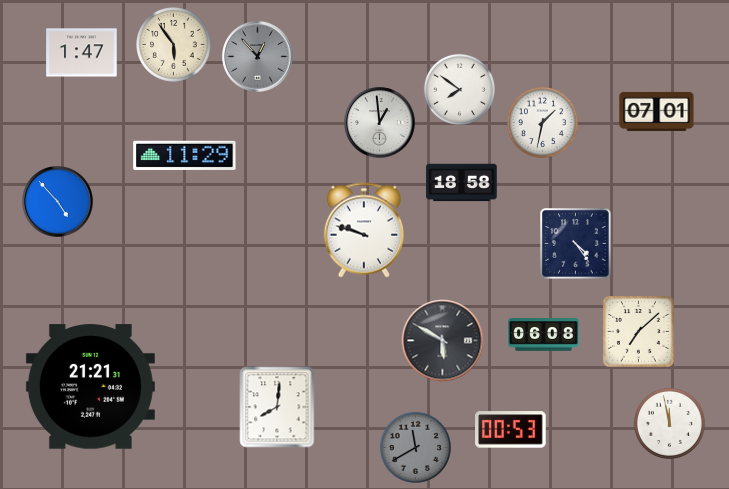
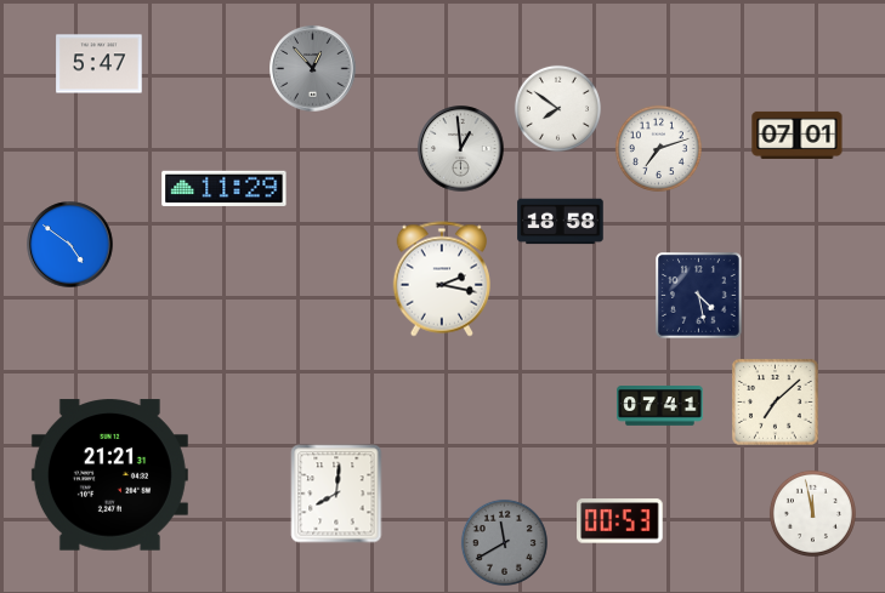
clock at (174, 45): 5:54 -> none
clock at (82, 53): 1:47 -> 5:47
clock at (542, 122): 1:32 -> 7:12
clock at (58, 202): 4:53 -> 4:51
clock at (363, 230): 9:48 -> 2:17
clock at (576, 244): 4:24 -> 4:28
clock at (544, 335): 06:08 -> 07:41
clock at (443, 341): 5:50 -> none
clock at (90, 387) position: (90, 387) -> (109, 475)
